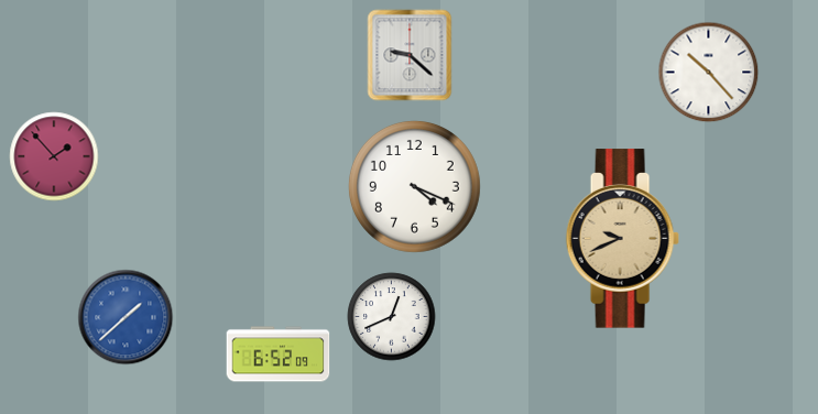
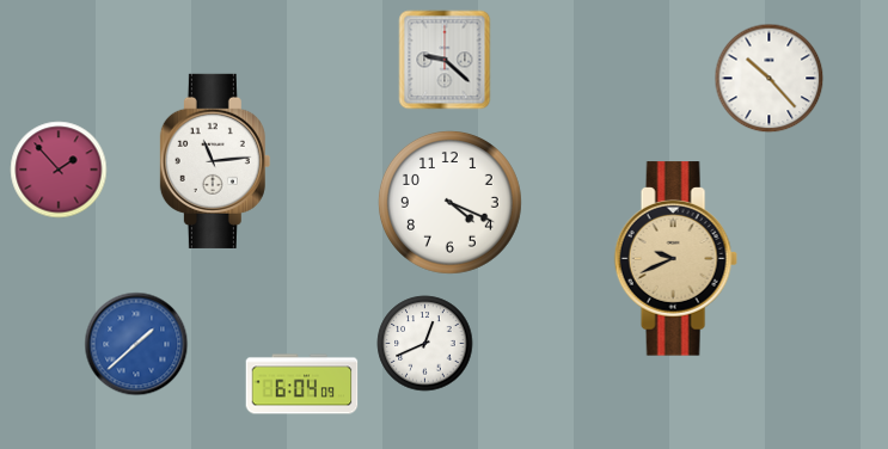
clock at (215, 161): none -> 11:14
clock at (279, 355): 6:52 -> 6:04
